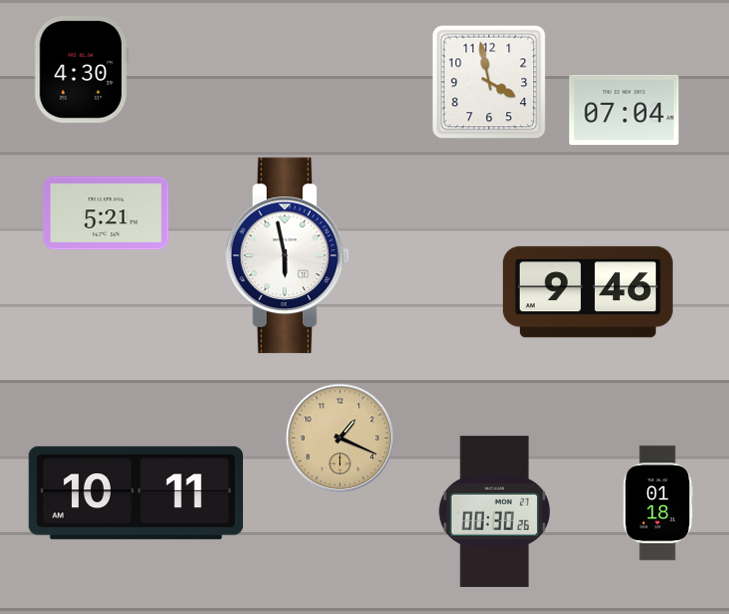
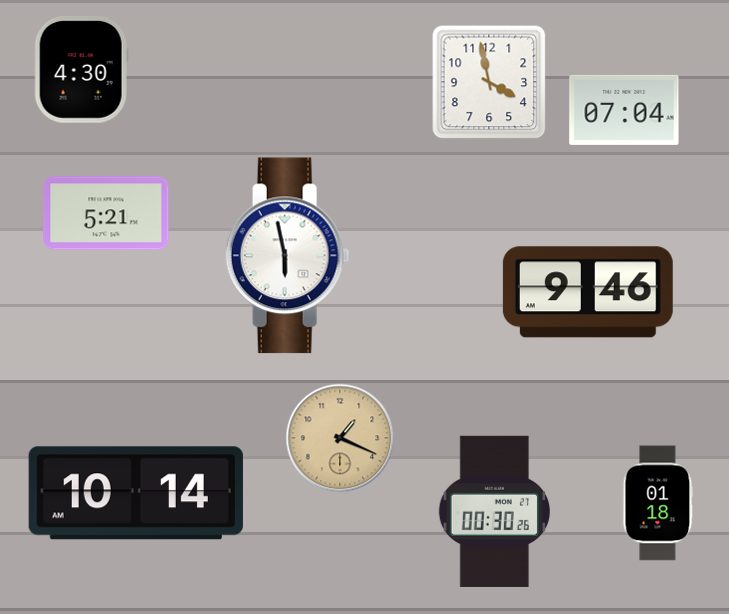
clock at (136, 493): 10:11 -> 10:14
